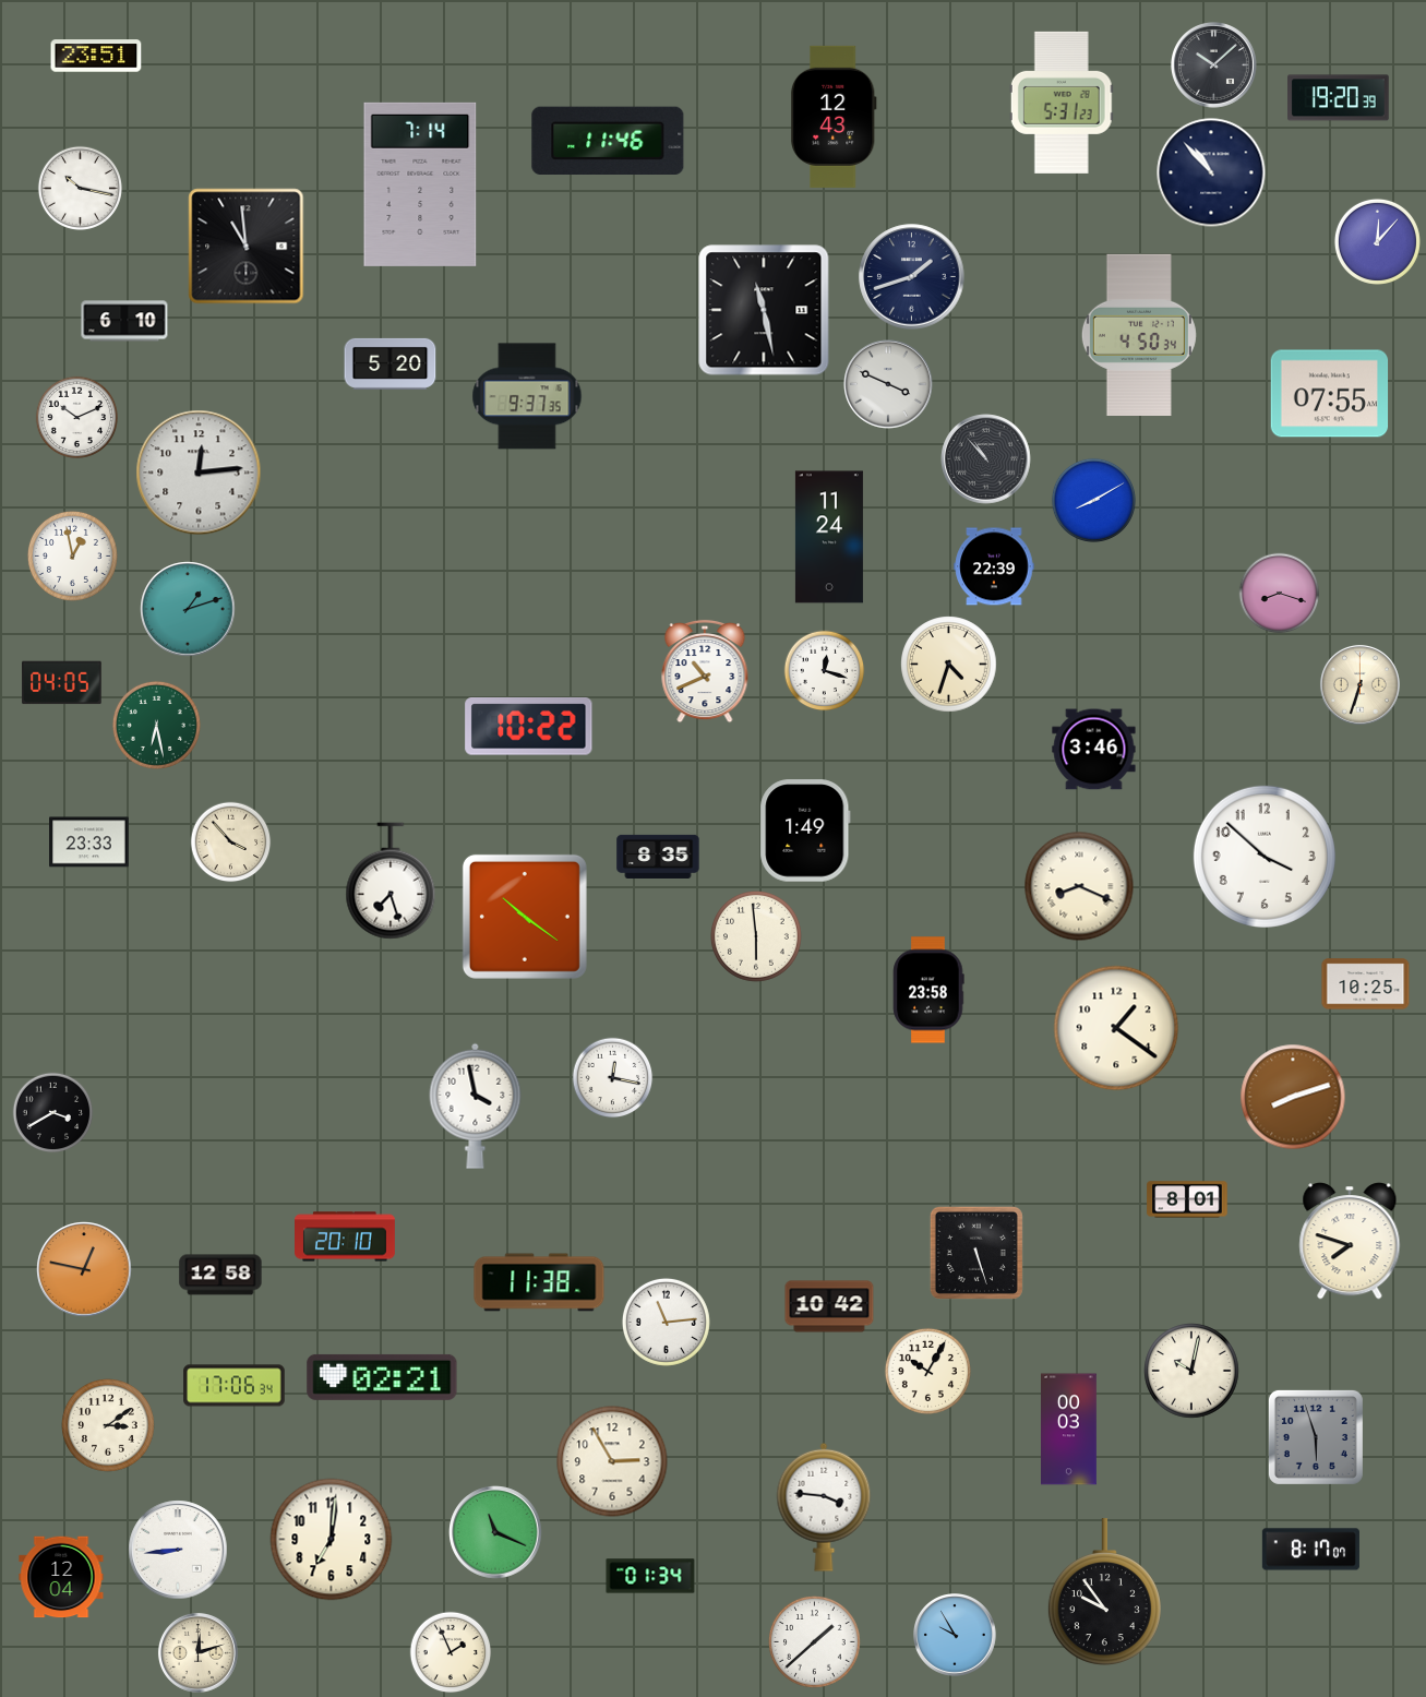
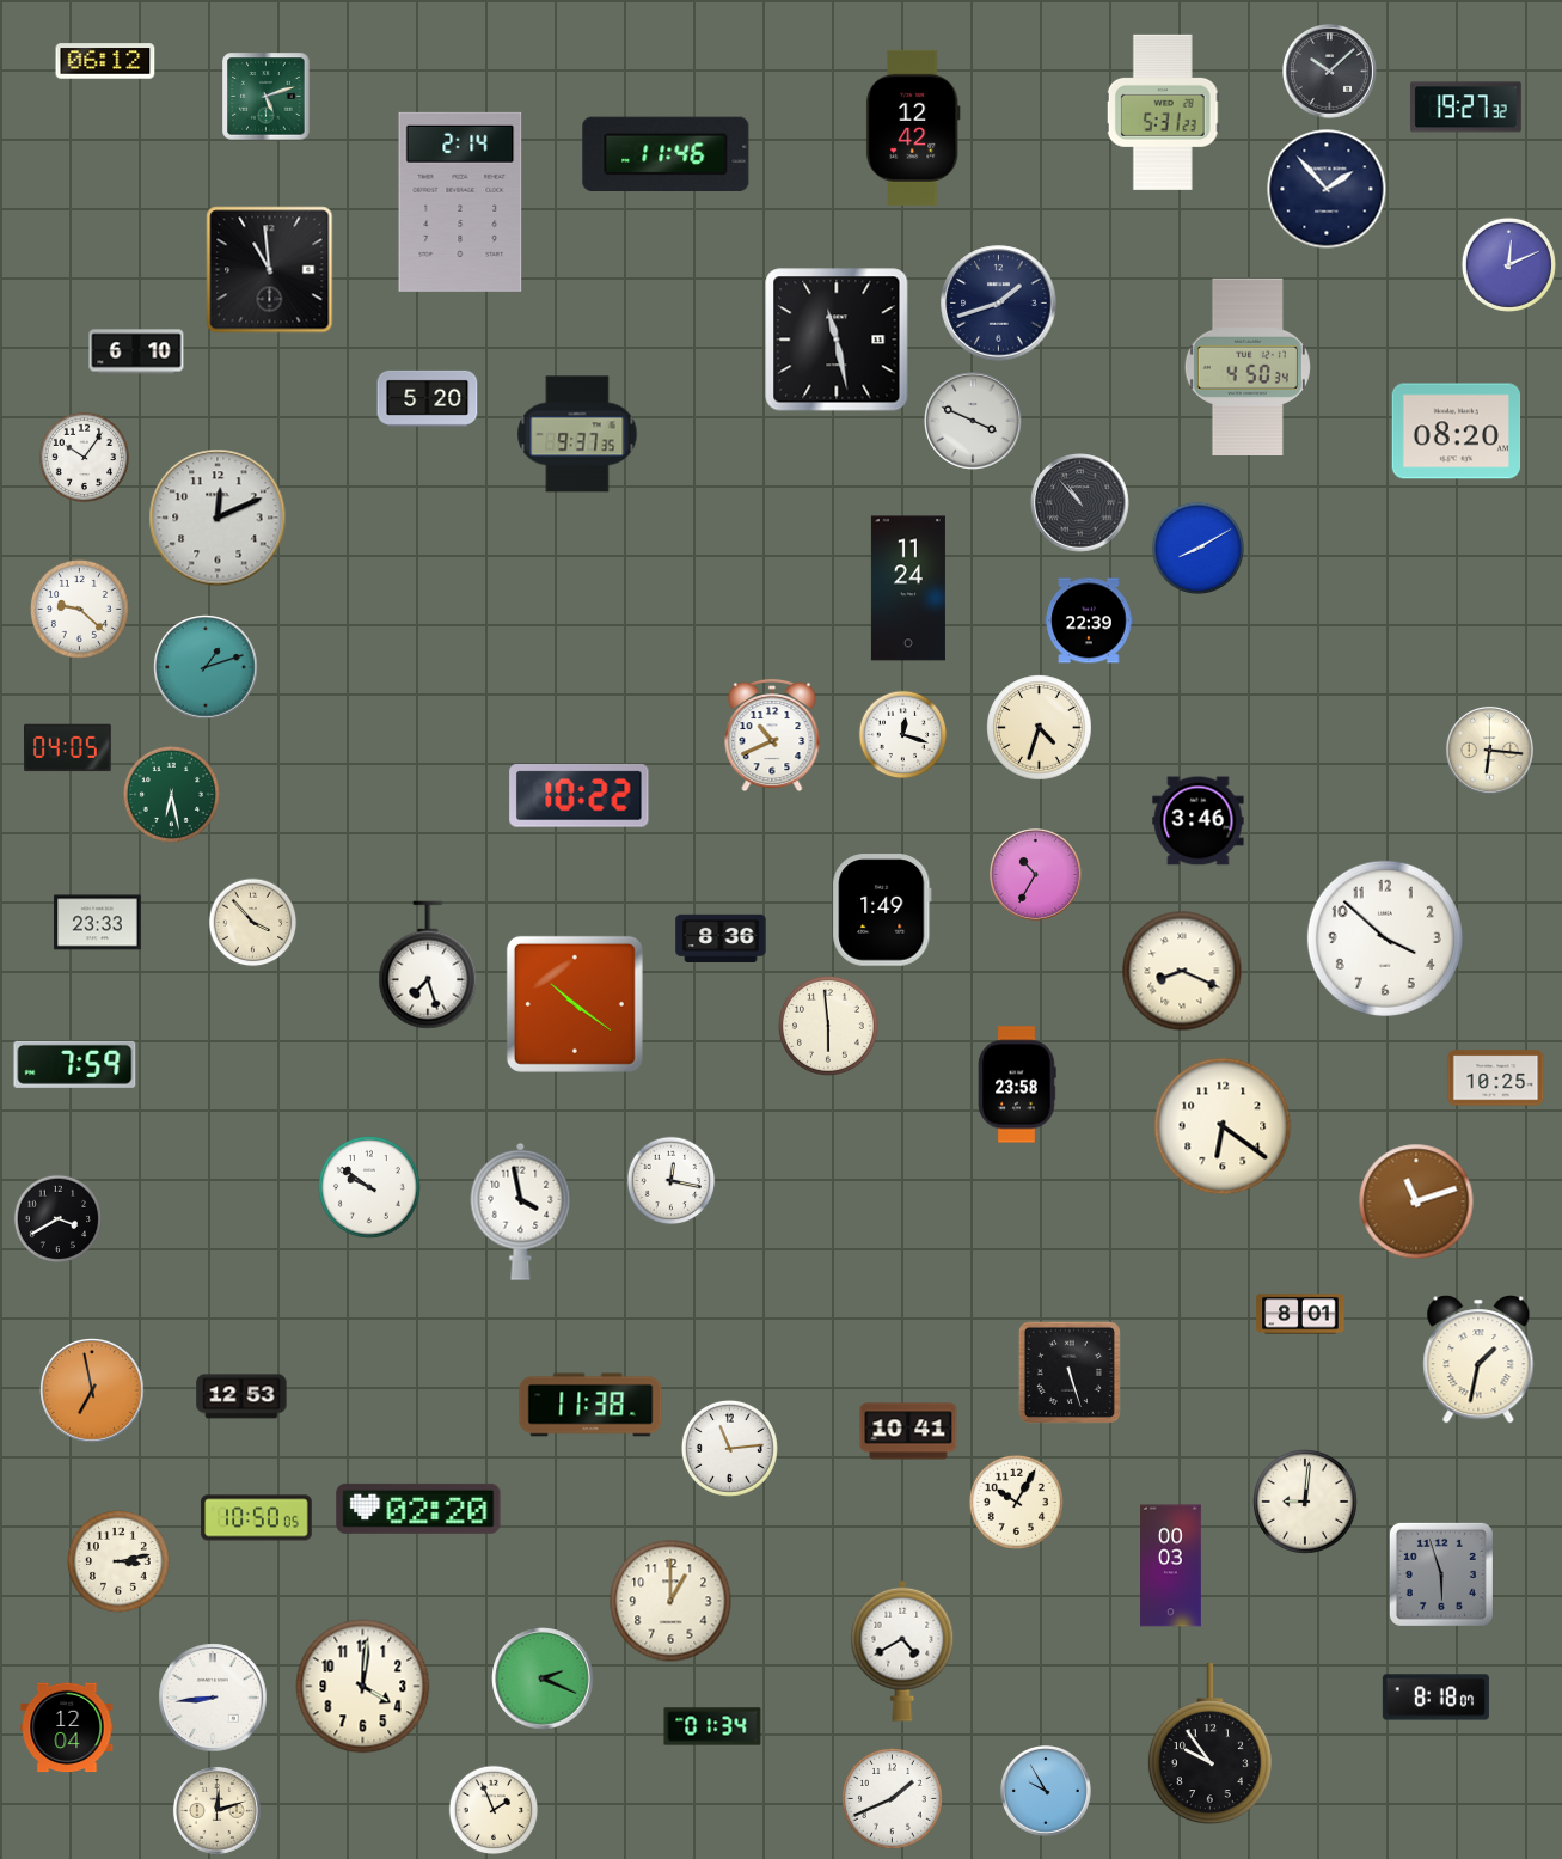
clock at (96, 56): 23:51 -> 06:12
clock at (267, 97): none -> 5:12
clock at (1339, 98): 19:20 -> 19:27
clock at (834, 117): 12:43 -> 12:42
clock at (1211, 172): 10:53 -> 1:53
clock at (420, 184): 7:14 -> 2:14
clock at (80, 188): 10:17 -> none
clock at (1377, 241): 12:07 -> 12:11
clock at (1330, 394): 07:55 -> 08:20
clock at (77, 418): 10:11 -> 10:06
clock at (199, 473): 12:14 -> 12:11
clock at (72, 555): 12:58 -> 9:22
clock at (1280, 594): 8:18 -> none
clock at (1359, 684): 6:33 -> 6:16
clock at (1036, 875): none -> 10:35
clock at (658, 857): 8:35 -> 8:36
clock at (75, 1064): none -> 7:59
clock at (1116, 1028): 1:21 -> 6:21
clock at (370, 1188): none -> 9:51
clock at (1293, 1097): 8:12 -> 11:12
clock at (346, 1236): 20:10 -> none
clock at (1350, 1241): 7:48 -> 1:32
clock at (84, 1269): 12:47 -> 6:58
clock at (220, 1275): 12:58 -> 12:53
clock at (829, 1306): 10:42 -> 10:41
clock at (1191, 1371): 10:02 -> 9:01
clock at (382, 1377): 02:21 -> 02:20
clock at (235, 1386): 17:06 -> 10:50
clock at (109, 1426): 3:09 -> 3:13
clock at (612, 1461): 2:55 -> 1:00
clock at (824, 1507): 3:46 -> 4:40
clock at (495, 1532): 11:19 -> 2:19
clock at (332, 1540): 7:01 -> 4:01
clock at (178, 1550) position: (178, 1550) -> (213, 1698)
clock at (1310, 1550): 8:17 -> 8:18
clock at (815, 1642): 1:38 -> 1:41
